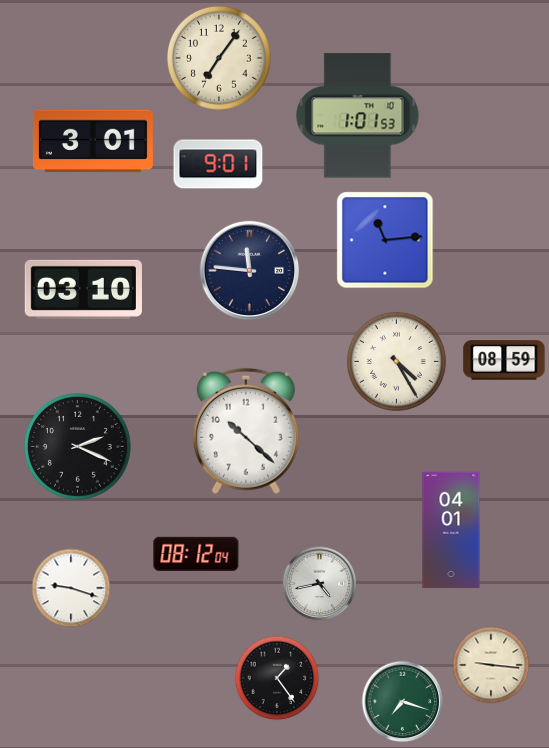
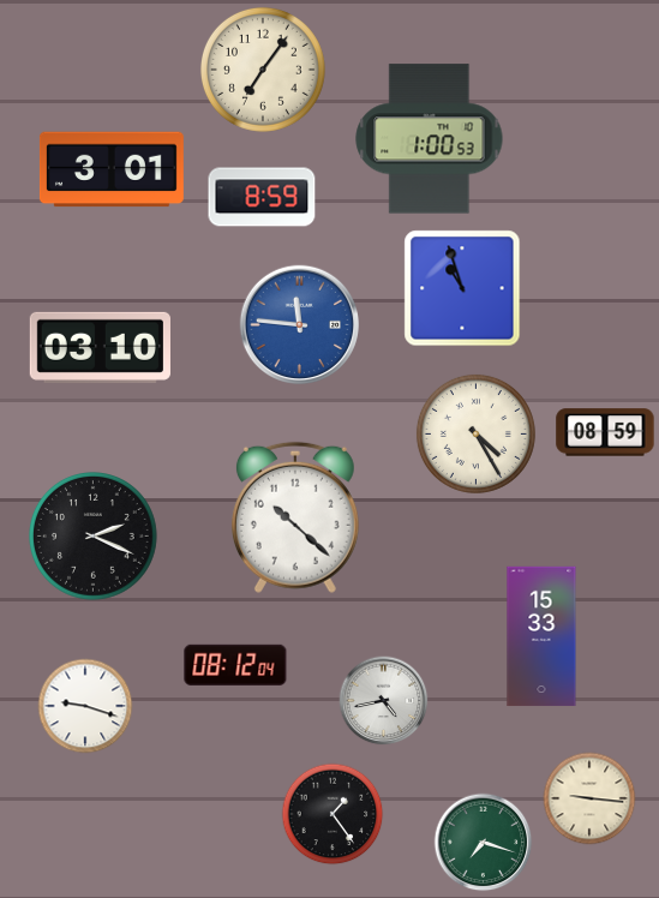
clock at (358, 116): 1:01 -> 1:00
clock at (218, 164): 9:01 -> 8:59
clock at (385, 240): 11:14 -> 10:57
clock at (249, 270) dial: navy -> blue
clock at (451, 530): 04:01 -> 15:33
